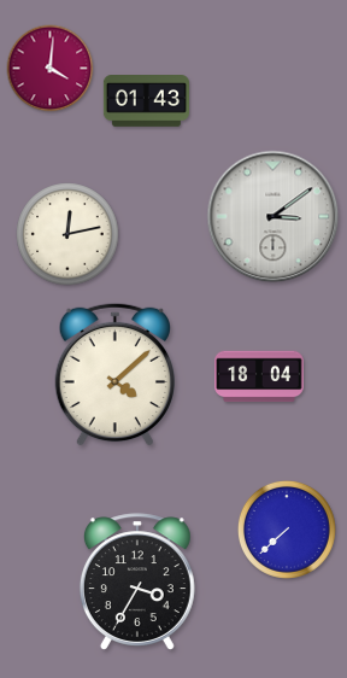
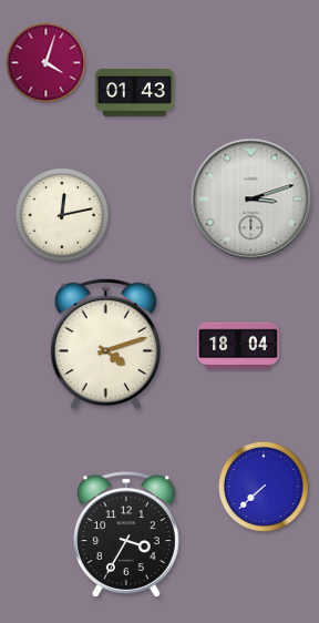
clock at (51, 69): 4:01 -> 4:03
clock at (274, 217): 3:09 -> 3:12
clock at (114, 374): 4:08 -> 4:12
